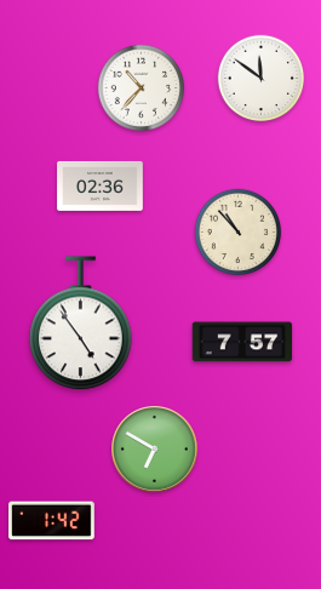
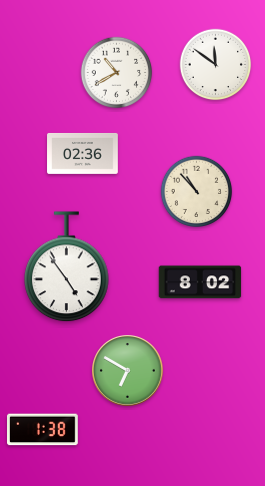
clock at (142, 88): 10:37 -> 10:40
clock at (242, 342): 7:57 -> 8:02
clock at (52, 521): 1:42 -> 1:38
